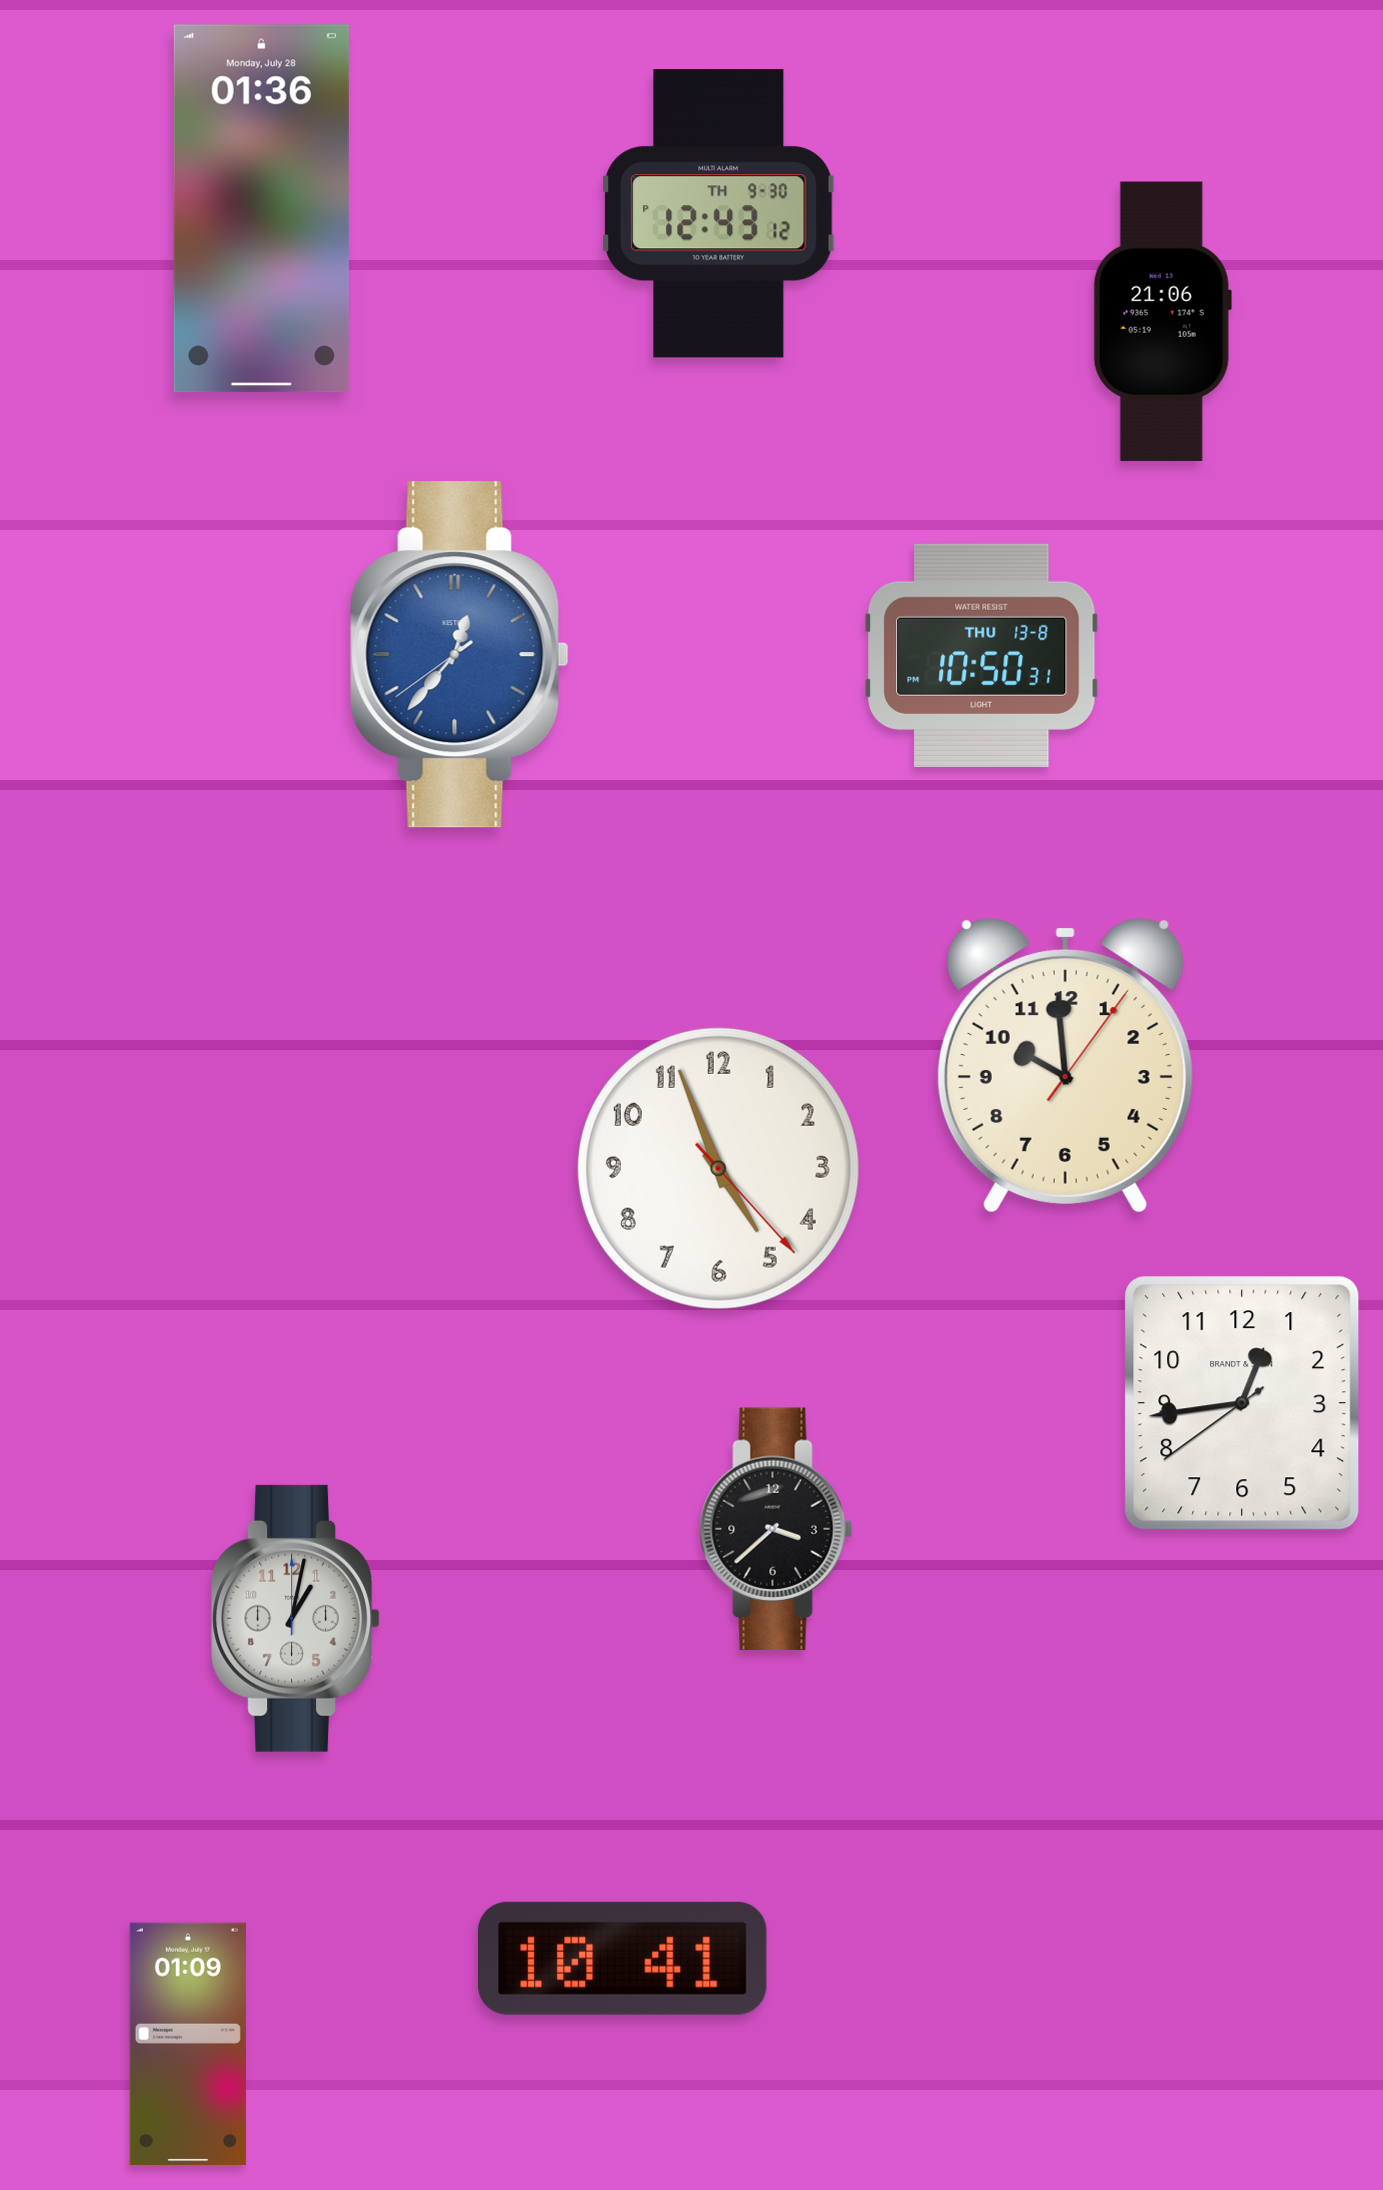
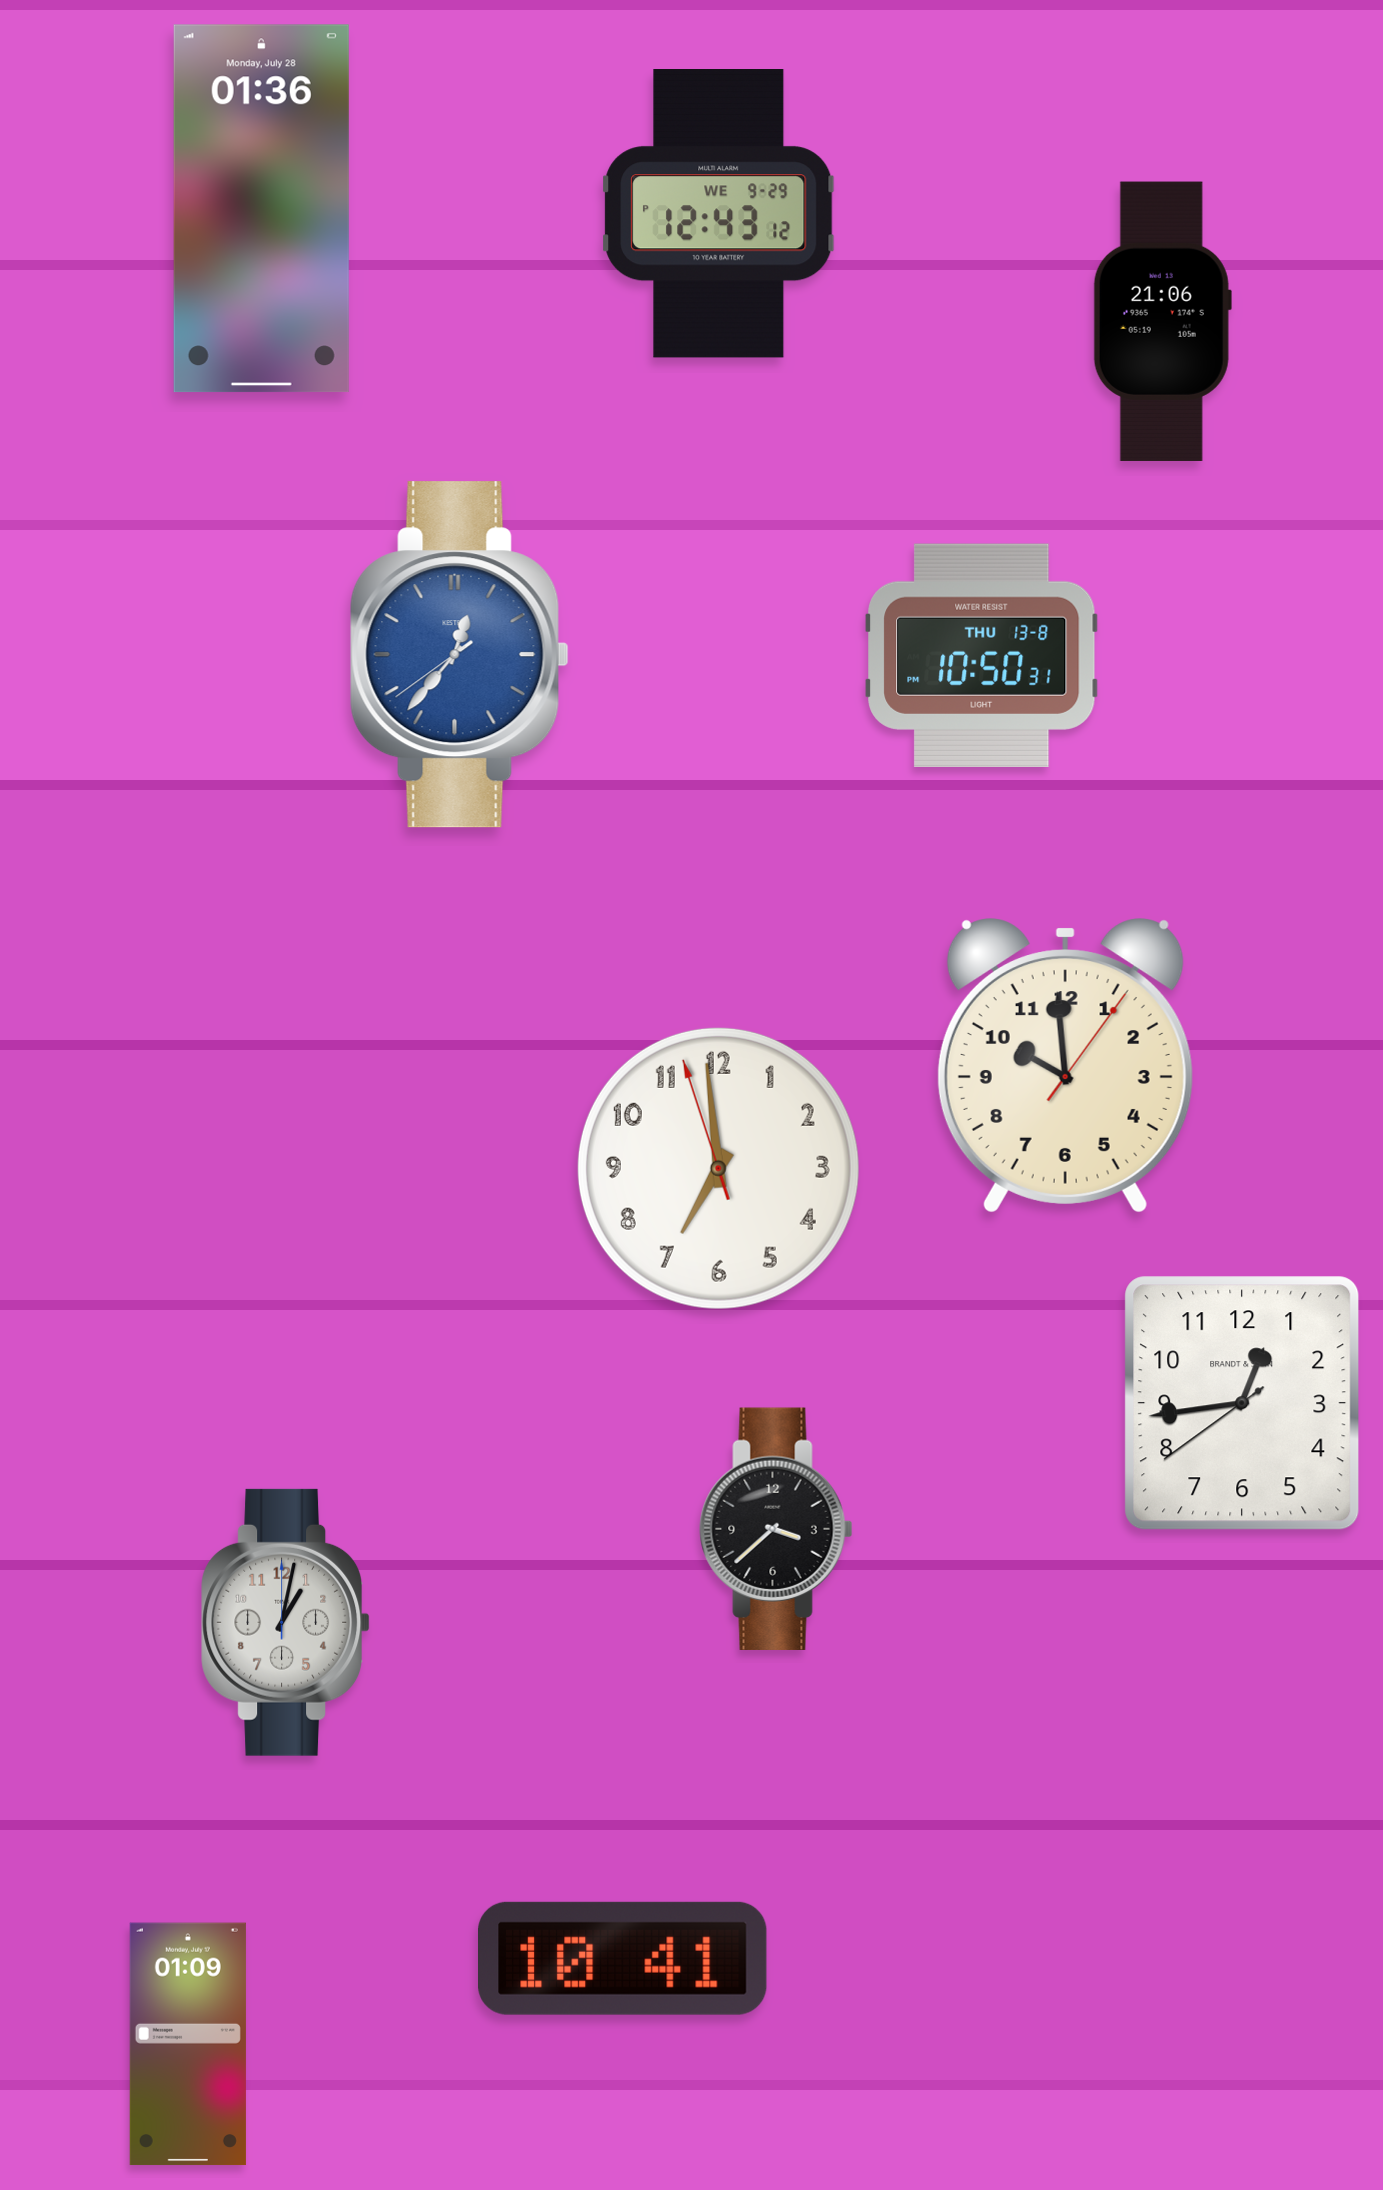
clock at (719, 214) date: TH 9-30 -> WE 9-29
clock at (718, 1168): 4:56 -> 6:58
clock at (296, 1618) position: (296, 1618) -> (286, 1622)
